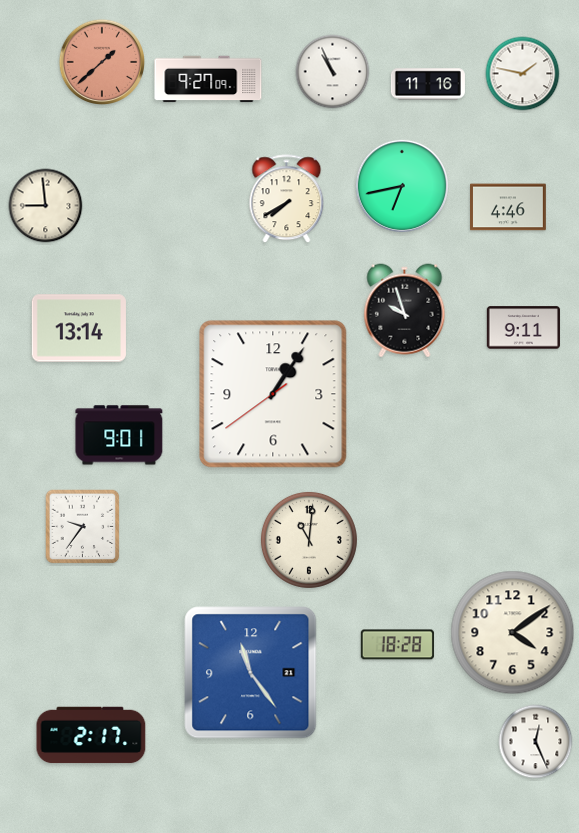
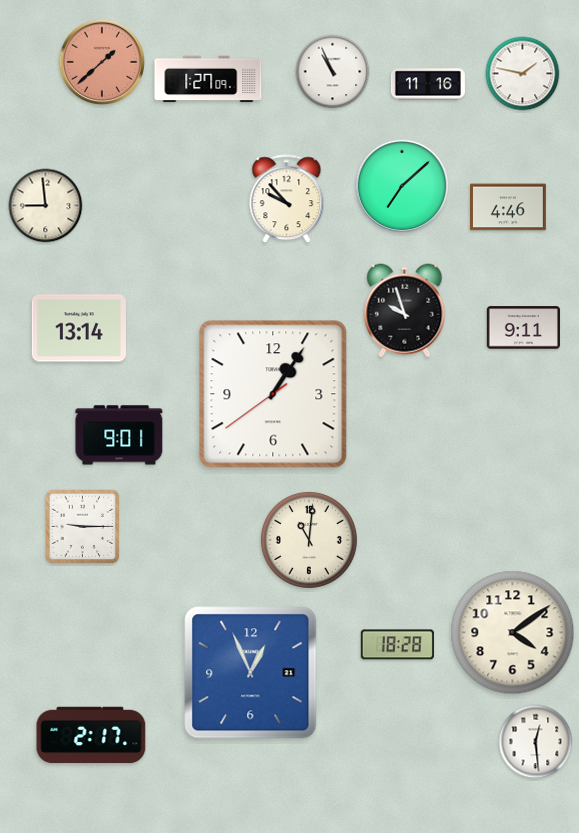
clock at (208, 79): 9:27 -> 1:27
clock at (402, 186): 6:43 -> 7:08
clock at (287, 199): 7:40 -> 9:53
clock at (83, 527): 9:36 -> 9:15
clock at (251, 673): 11:24 -> 12:56
clock at (536, 742): 12:26 -> 12:29
